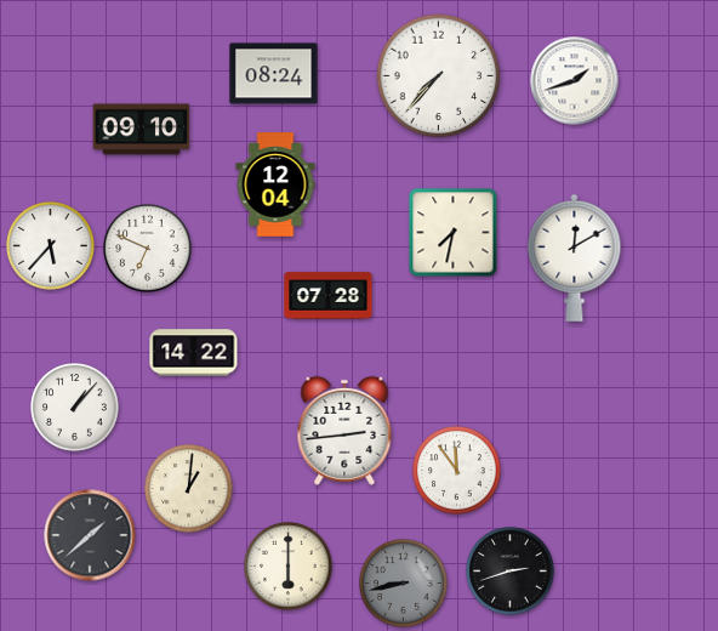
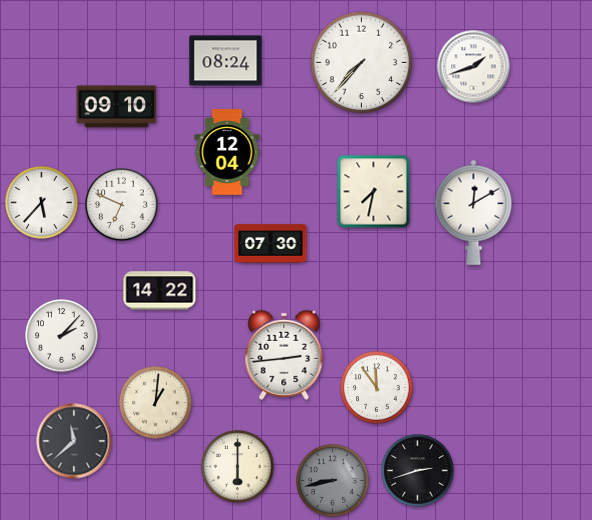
clock at (329, 296): 07:28 -> 07:30
clock at (75, 408): 1:07 -> 2:07
clock at (90, 535): 1:38 -> 11:38
clock at (511, 572) position: (511, 572) -> (418, 471)
